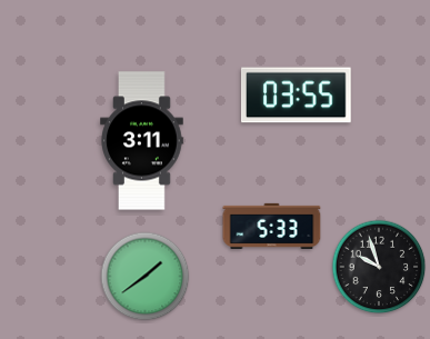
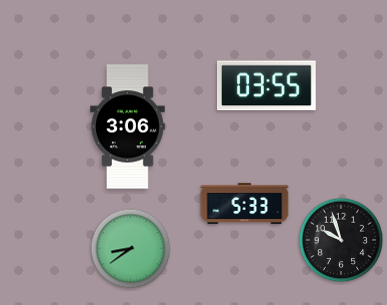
clock at (142, 141): 3:11 -> 3:06
clock at (146, 277): 1:39 -> 8:39
